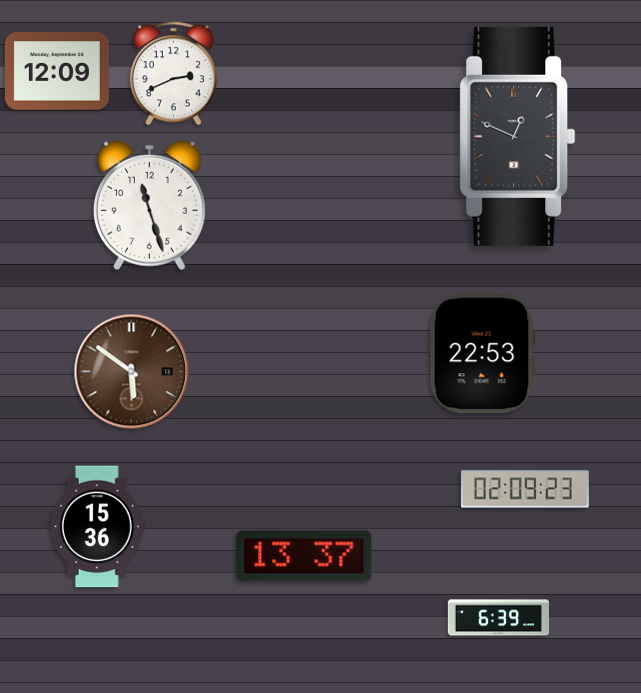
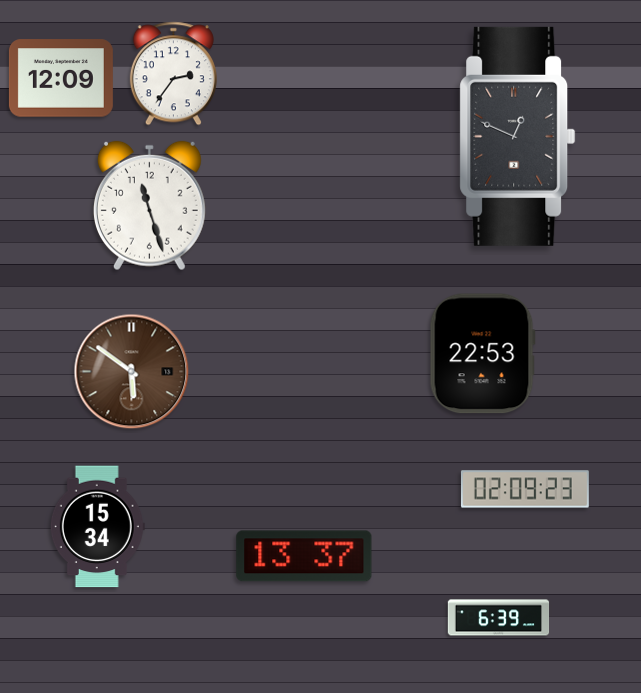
clock at (57, 71) position: (57, 71) -> (61, 78)
clock at (173, 74): 2:41 -> 2:36
clock at (97, 527): 15:36 -> 15:34
